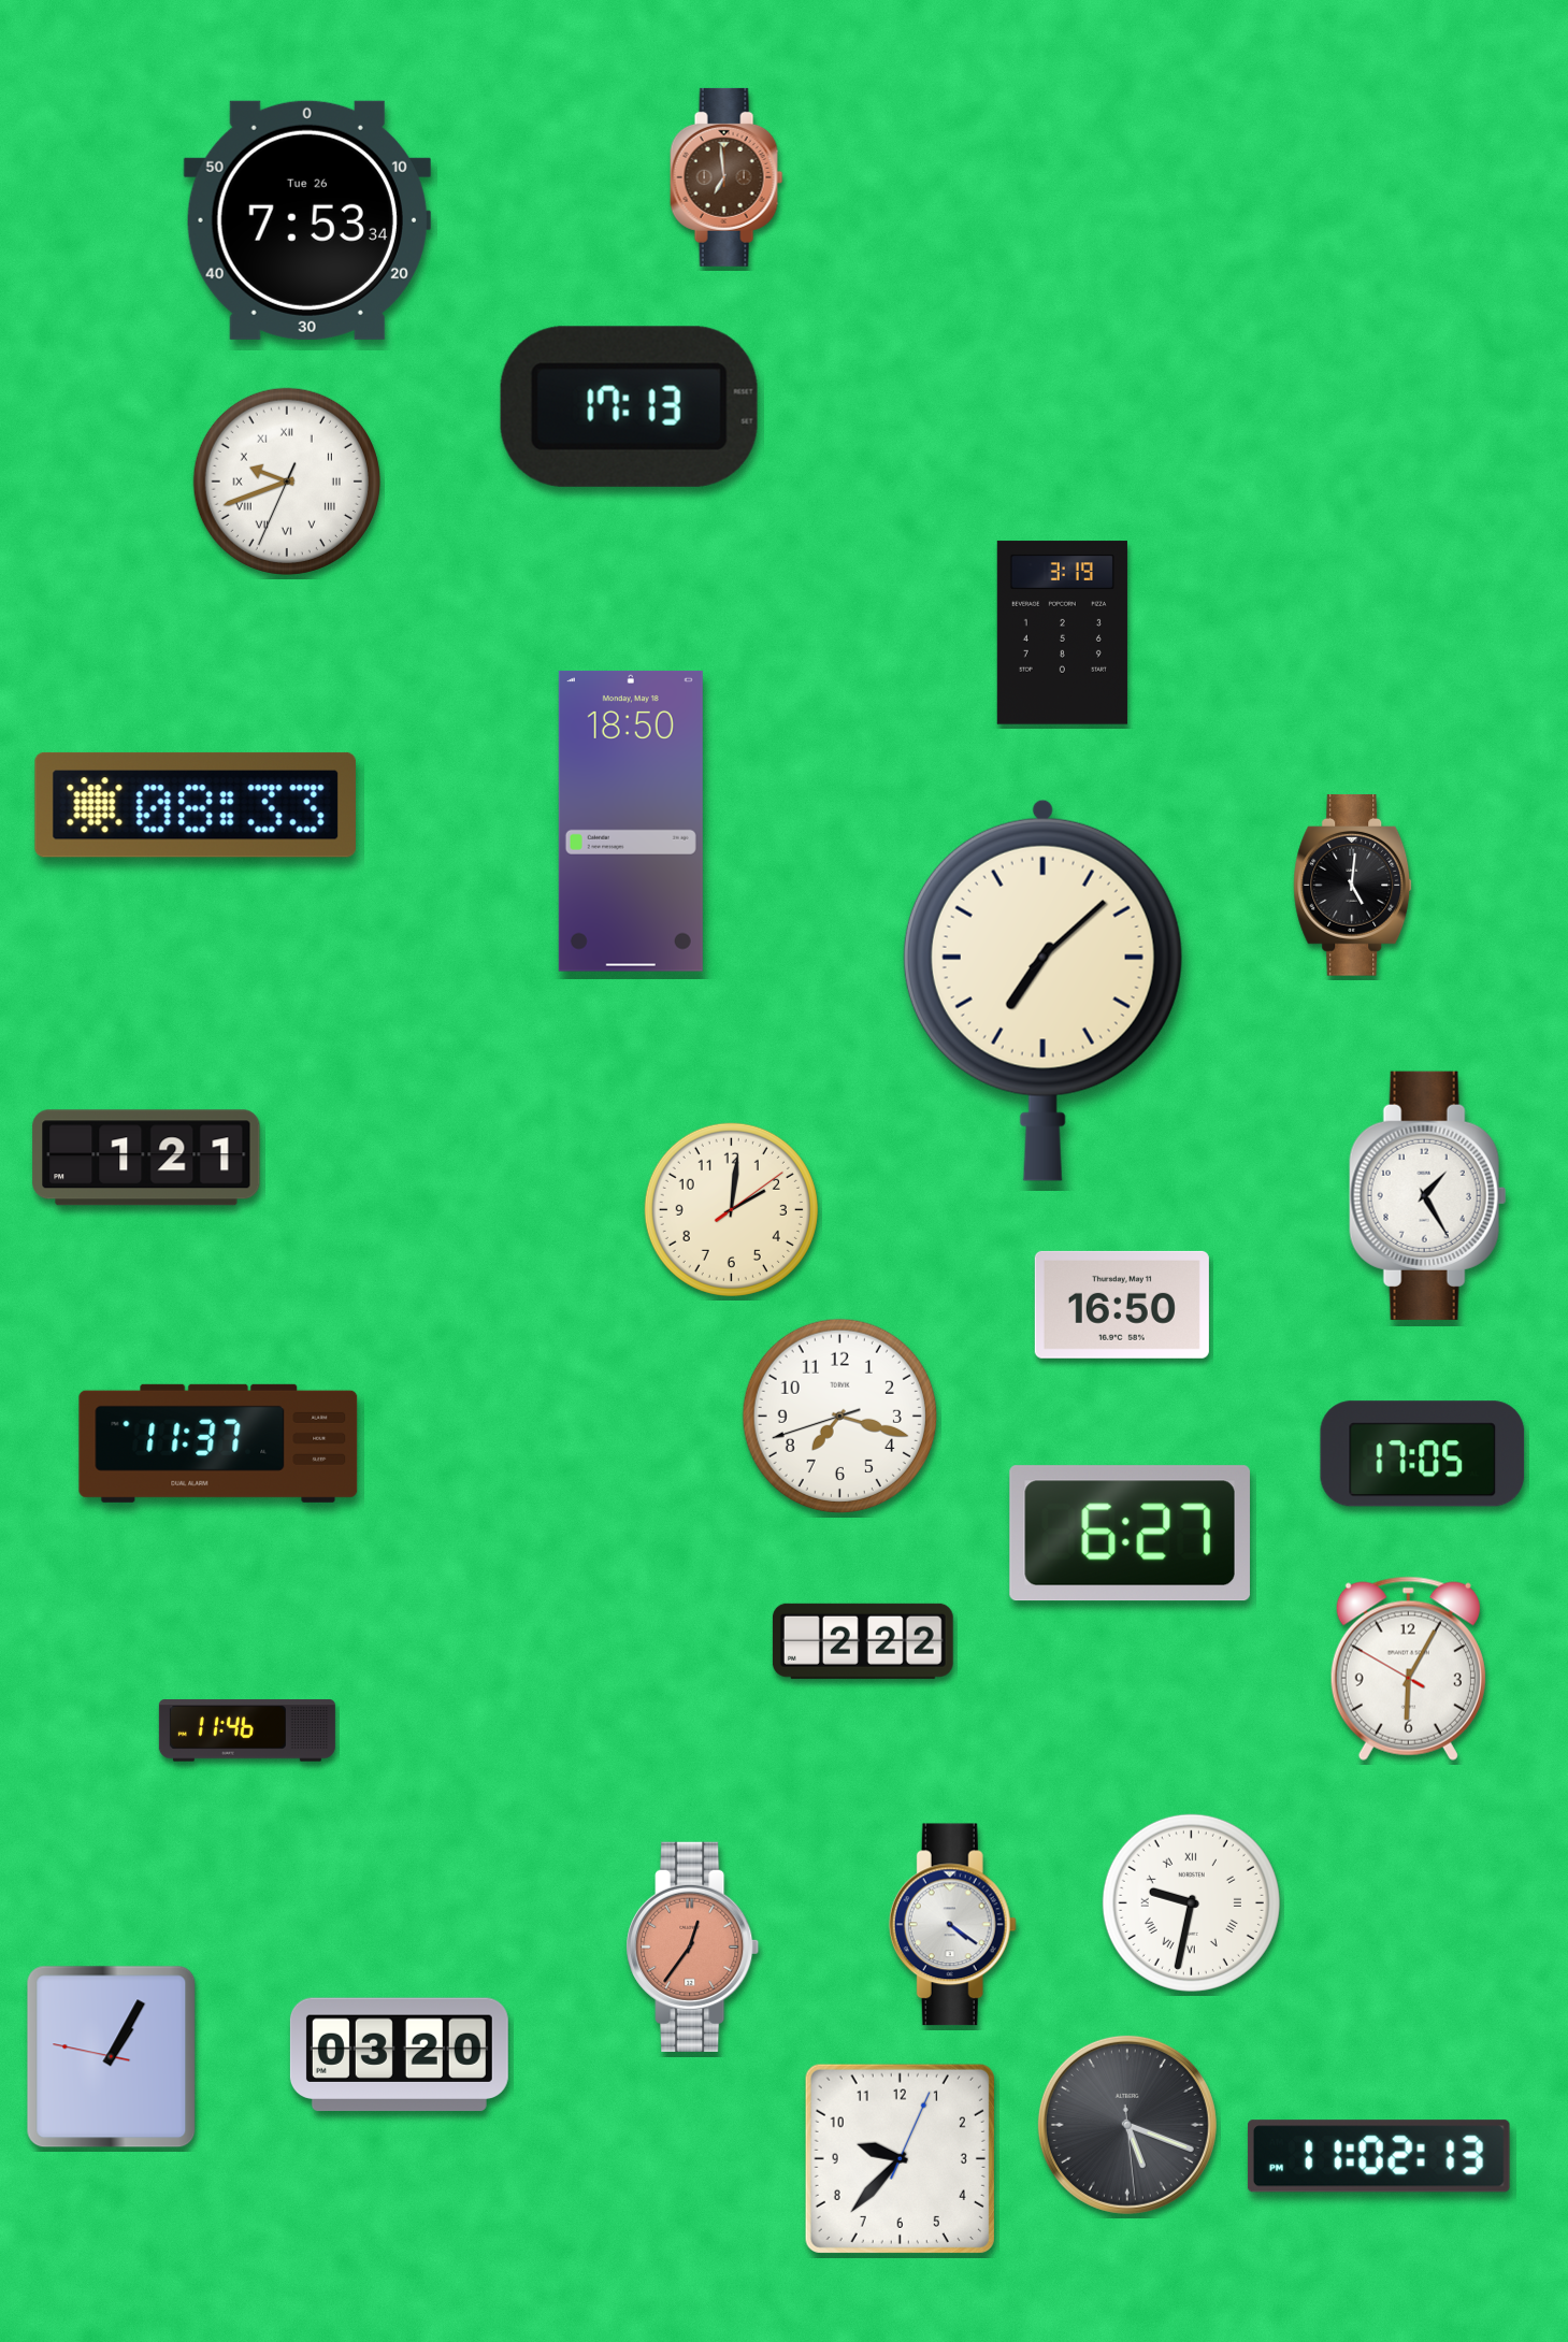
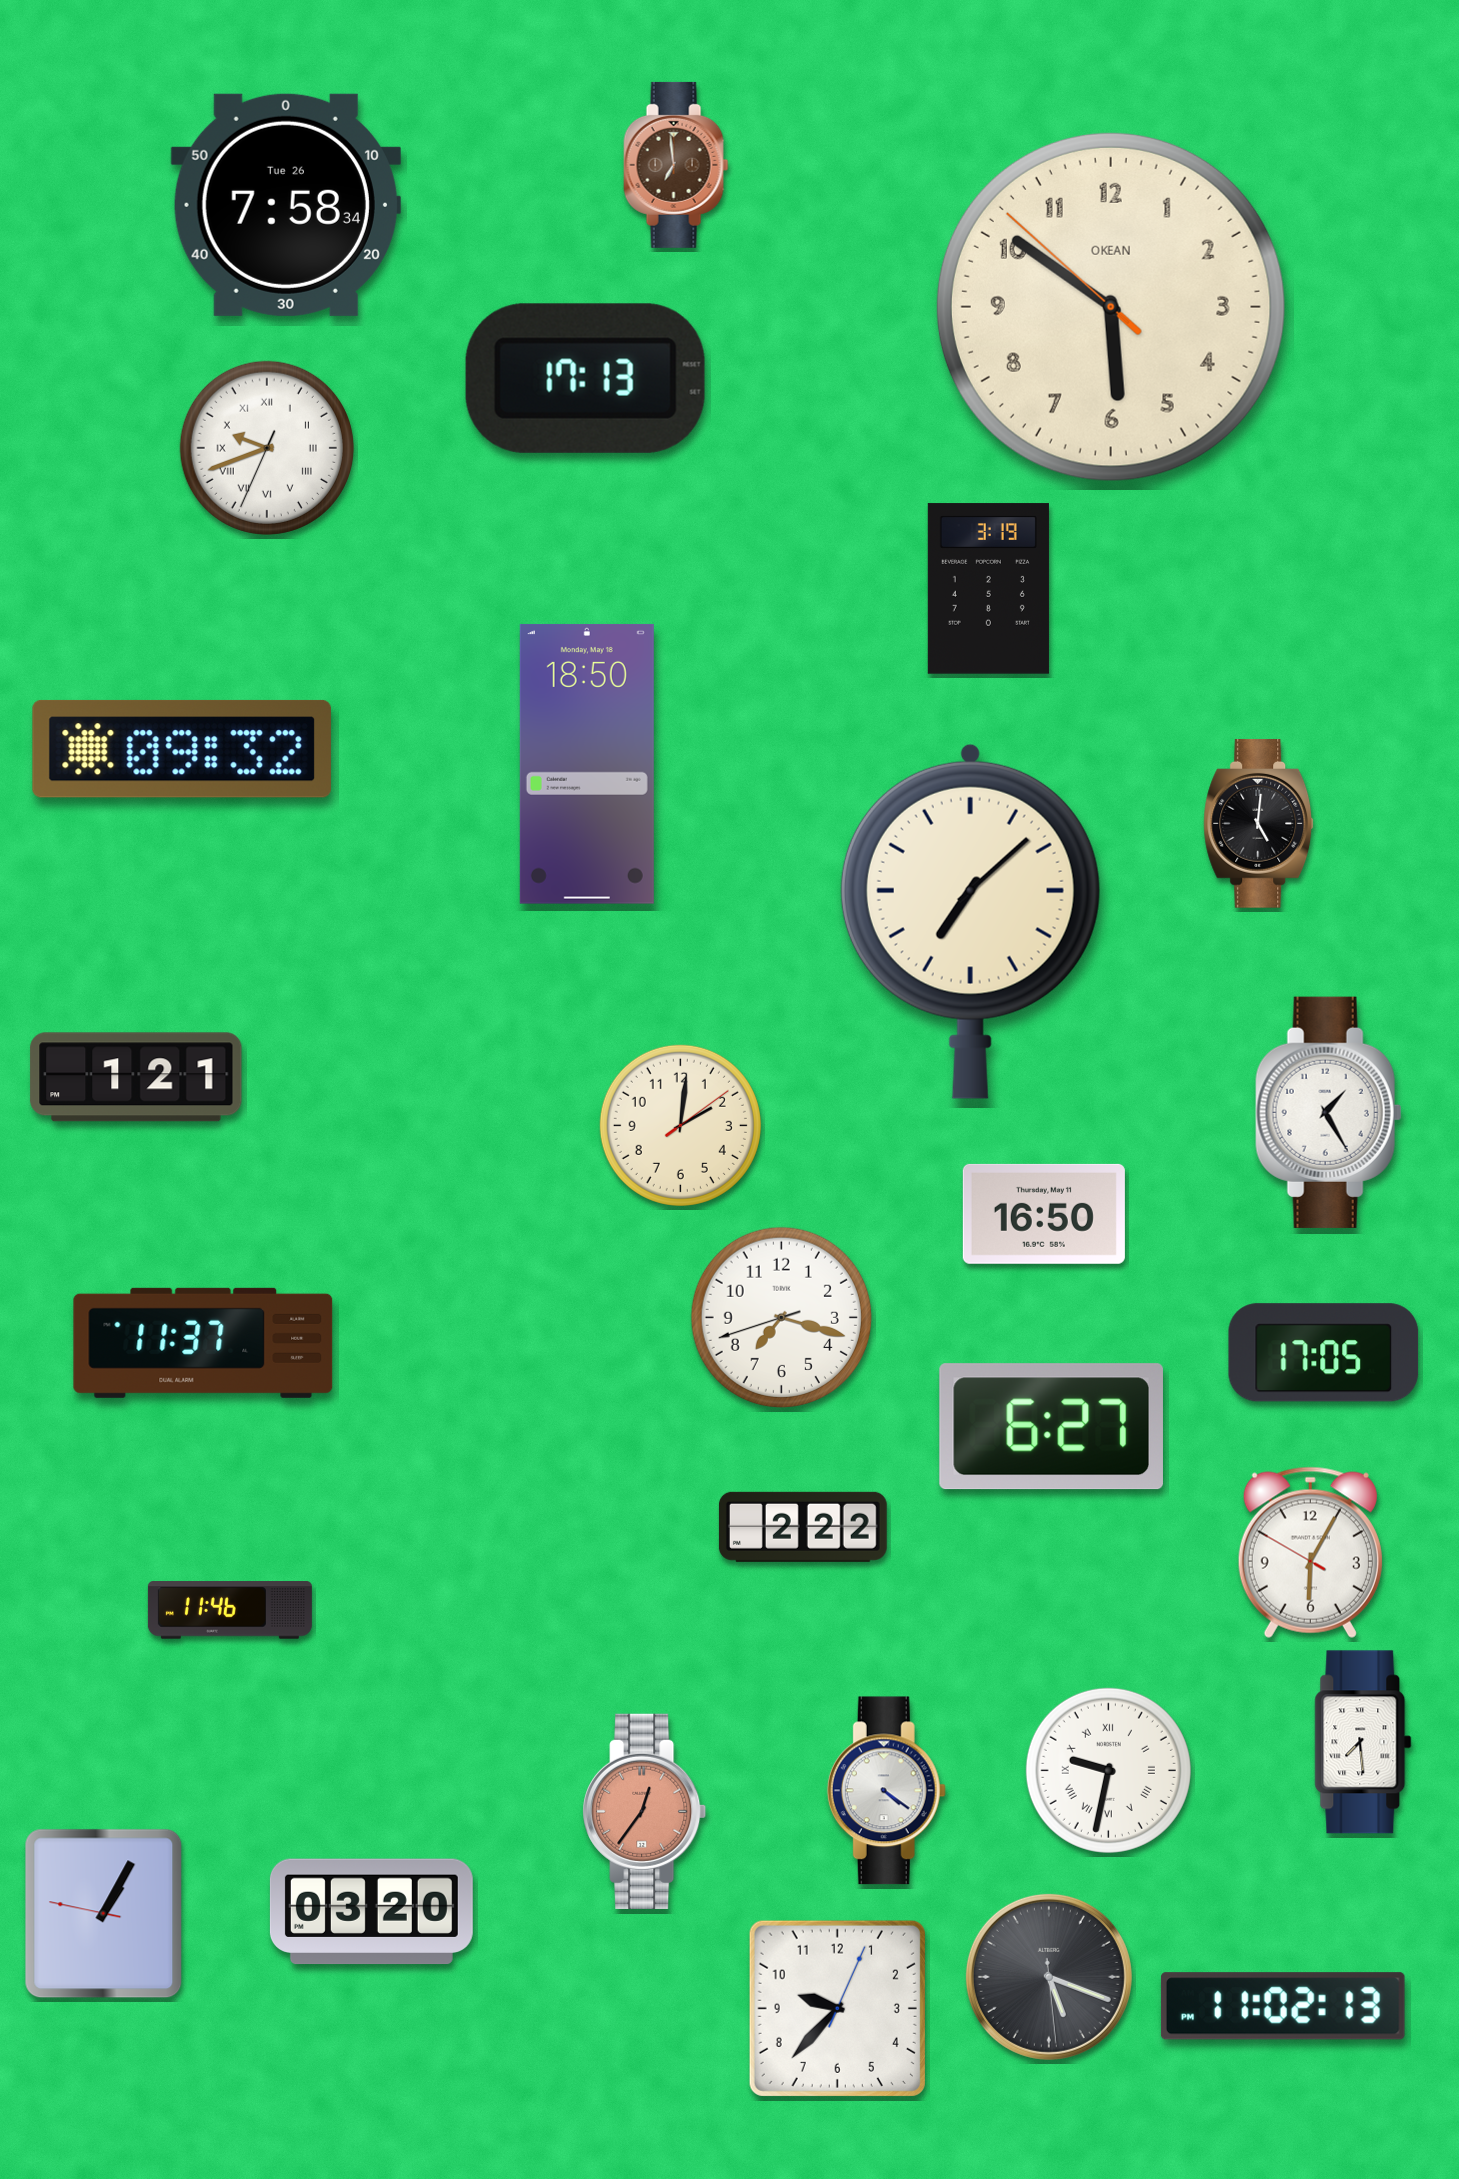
clock at (307, 220): 7:53 -> 7:58
clock at (1111, 307): none -> 5:50
clock at (196, 805): 08:33 -> 09:32
clock at (1363, 1742): none -> 7:29
